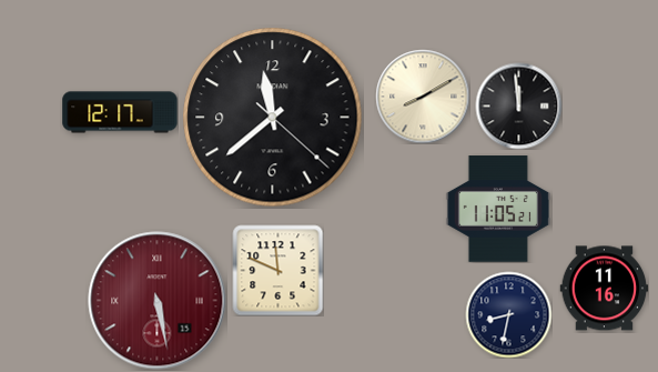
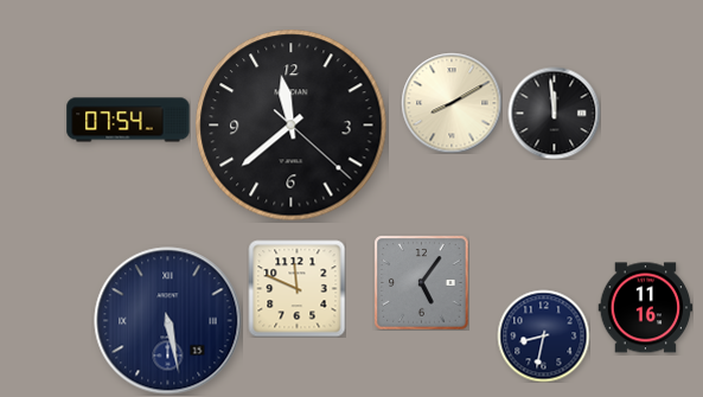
clock at (120, 112): 12:17 -> 07:54
clock at (497, 209): 11:05 -> none
clock at (421, 282): none -> 5:06
clock at (158, 301) dial: burgundy -> navy
